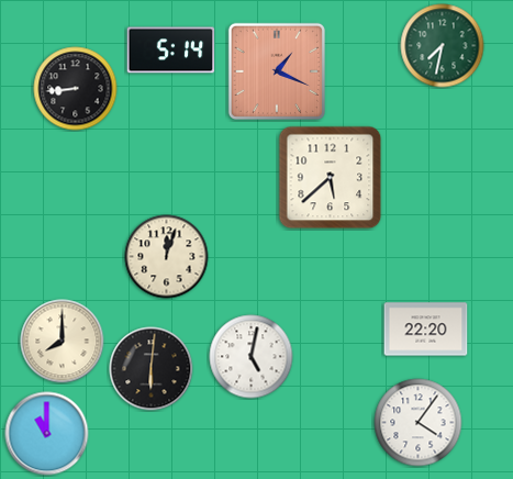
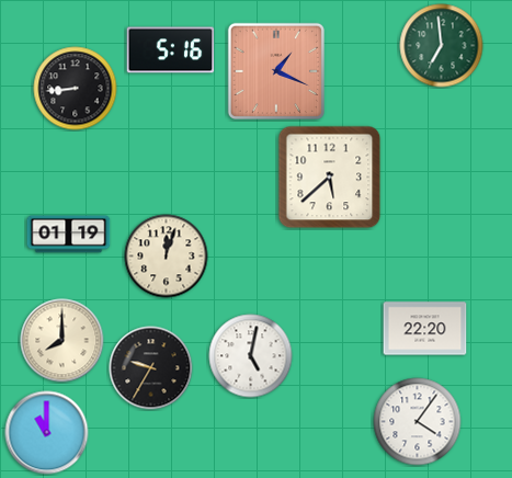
clock at (443, 46): 7:32 -> 6:59
clock at (171, 51): 5:14 -> 5:16
clock at (69, 235): none -> 01:19
clock at (152, 369): 6:01 -> 9:35
